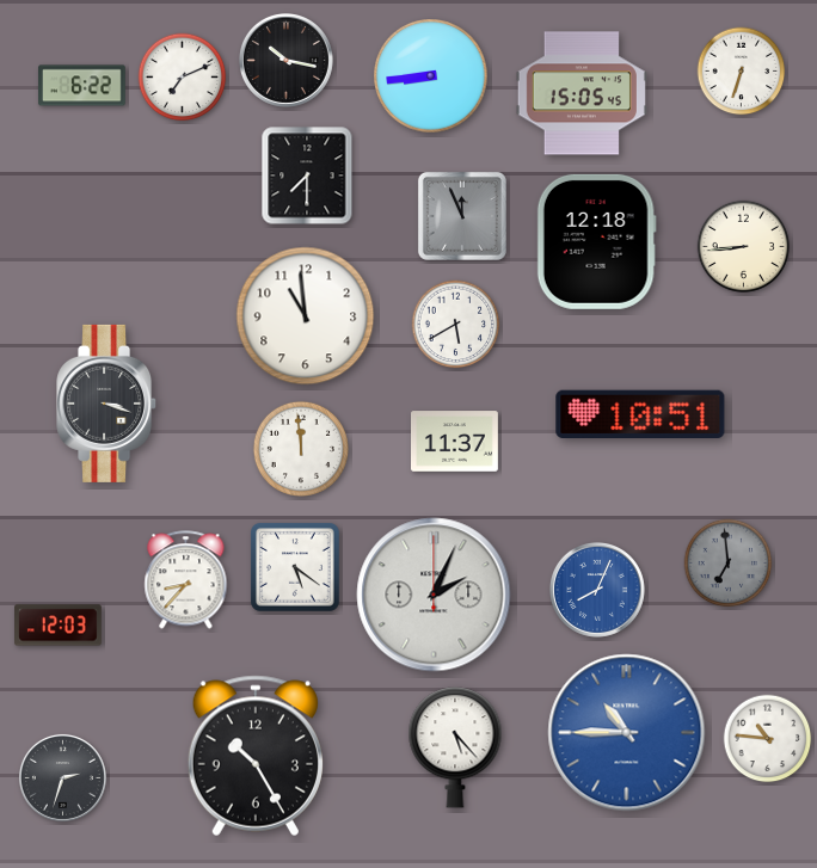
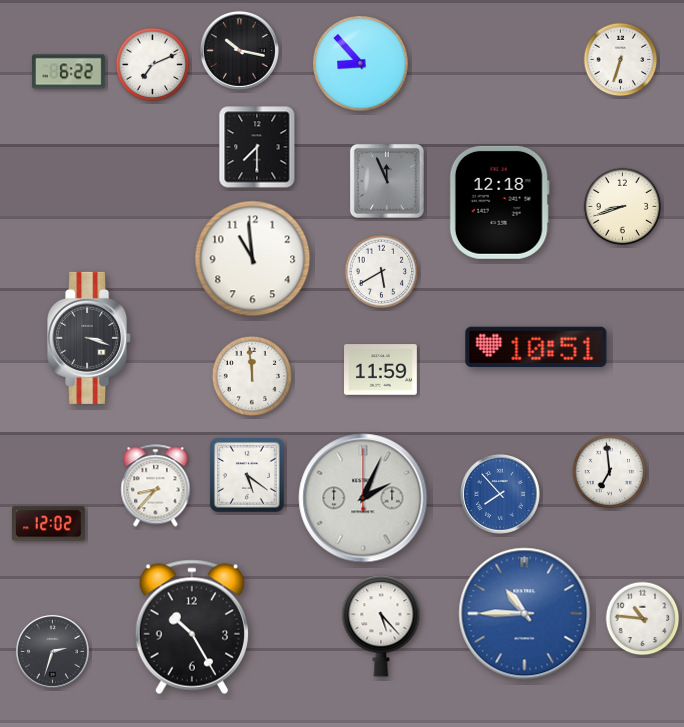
clock at (431, 76): 8:44 -> 8:53
clock at (582, 93): 15:05 -> none
clock at (744, 247): 8:44 -> 8:42
clock at (306, 316) position: (306, 316) -> (253, 259)
clock at (455, 442): 11:37 -> 11:59
clock at (729, 564) dial: grey -> white
clock at (597, 590): 8:04 -> 7:53
clock at (59, 626): 12:03 -> 12:02
clock at (256, 756) position: (256, 756) -> (192, 627)
